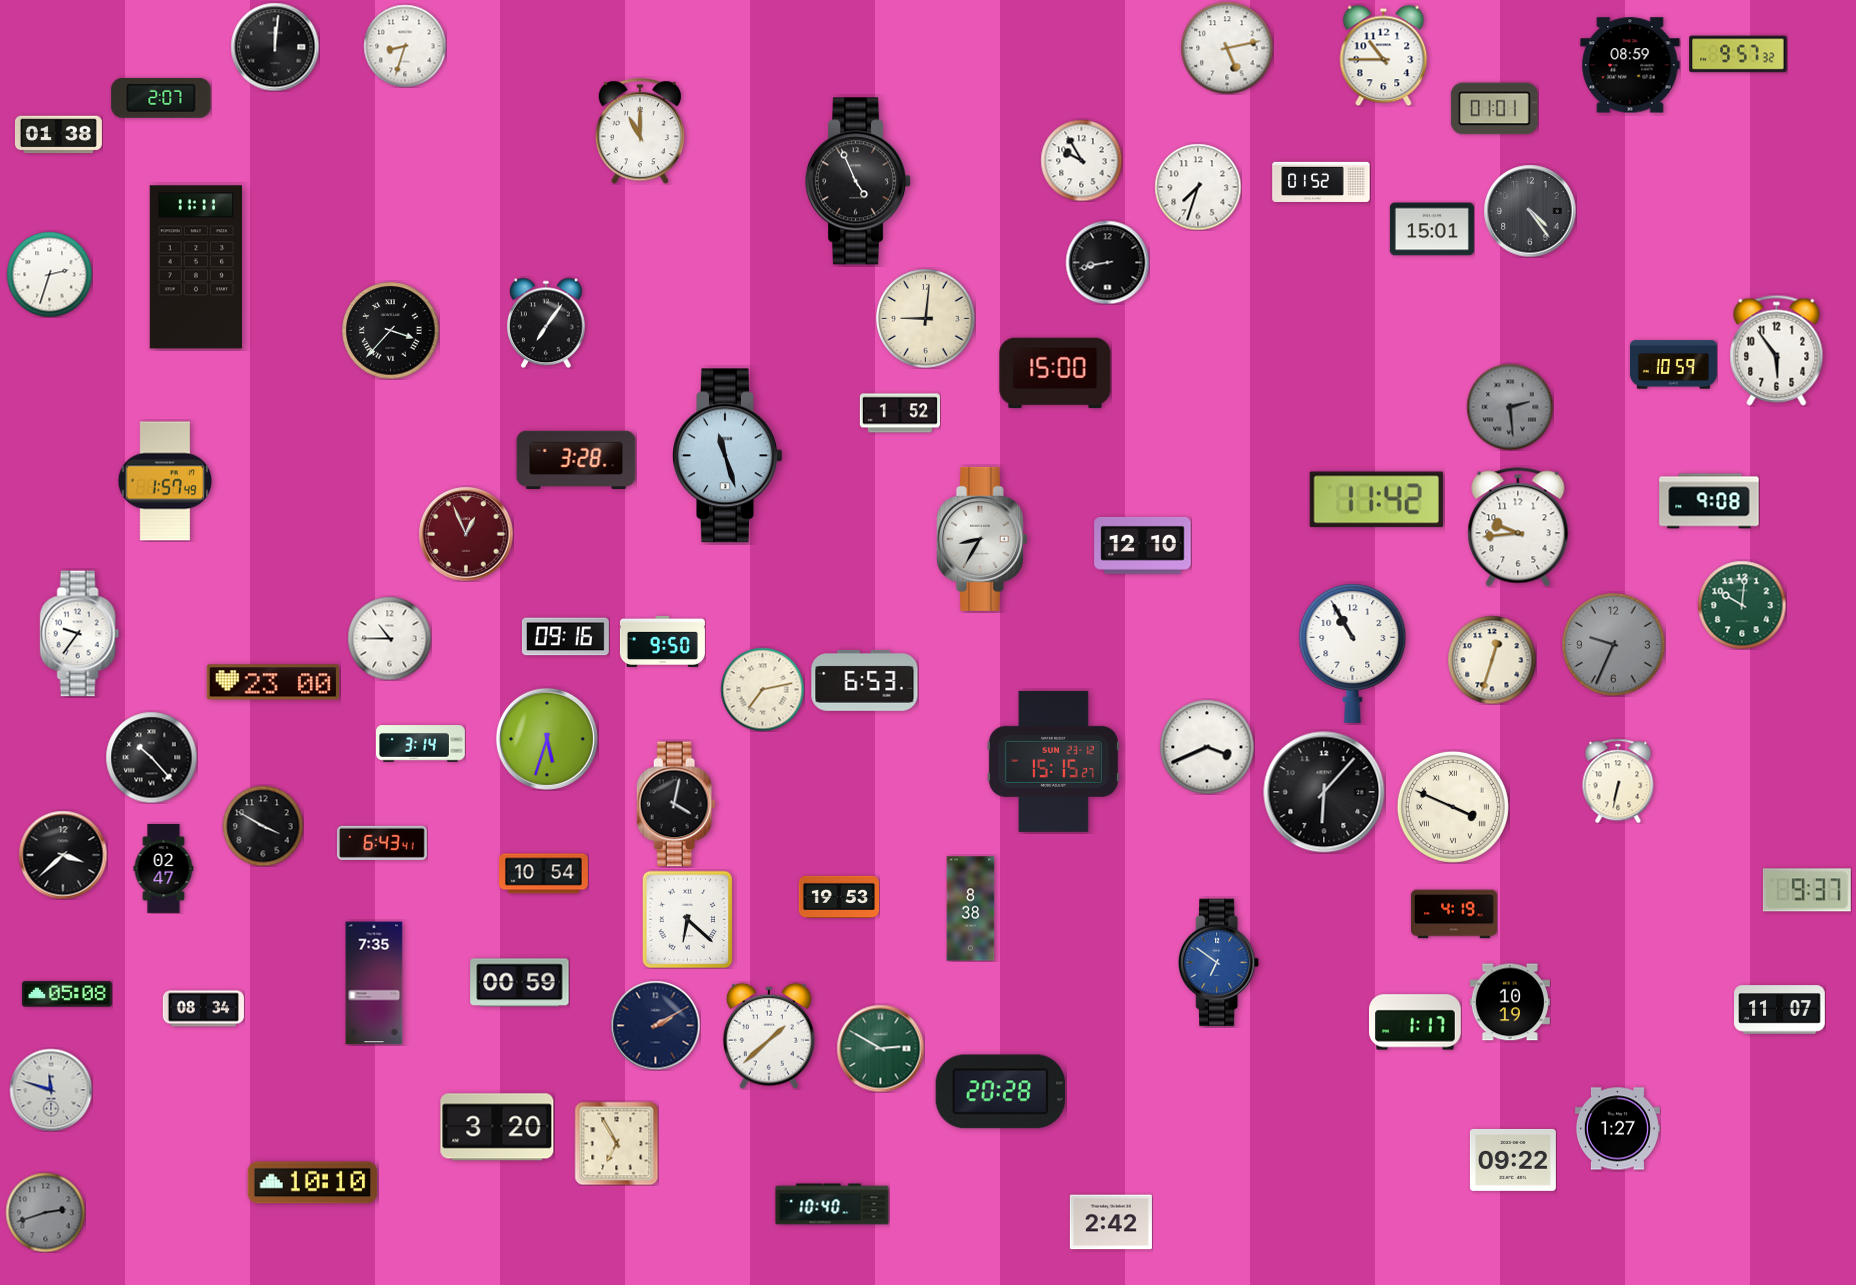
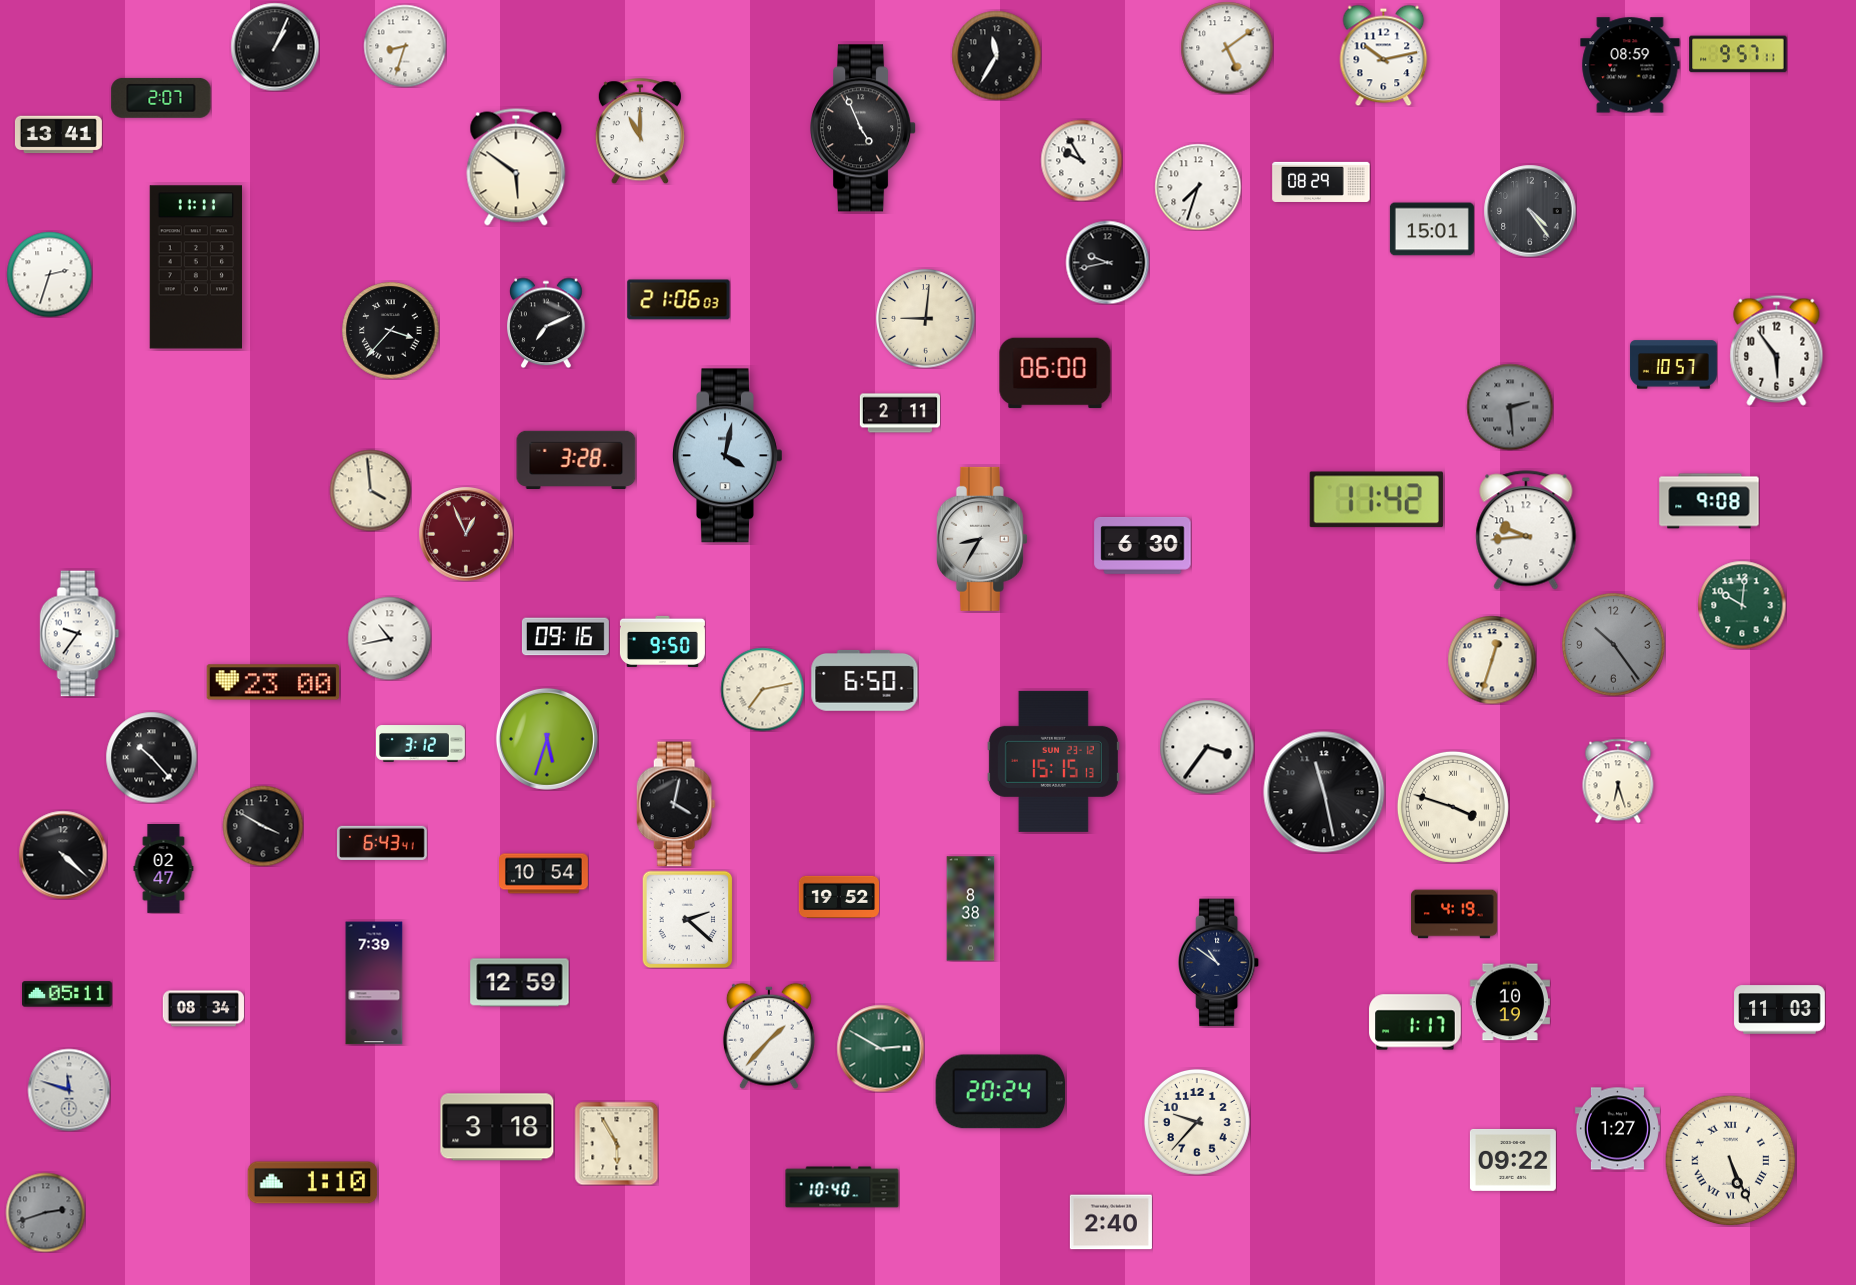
clock at (275, 47): 12:01 -> 1:04
clock at (1227, 48): 5:13 -> 5:09
clock at (1738, 54): 9:57:32 -> 9:57:11
clock at (996, 55): none -> 11:35
clock at (1384, 55): 10:45 -> 10:13
clock at (1494, 109): 01:01 -> none
clock at (58, 135): 01:38 -> 13:41
clock at (516, 167): none -> 5:51
clock at (859, 181) position: (859, 181) -> (864, 128)
clock at (1321, 181): 01:52 -> 08:29
clock at (1107, 262): 8:43 -> 9:43
clock at (679, 300): none -> 21:06
clock at (546, 323): 7:06 -> 7:11
clock at (1673, 365): 10:59 -> 10:57
clock at (1055, 373): 15:00 -> 06:00
clock at (899, 413): 1:52 -> 2:11
clock at (728, 456): 11:27 -> 4:02
clock at (165, 481): 1:57 -> none
clock at (370, 490): none -> 3:59
clock at (1518, 527) position: (1518, 527) -> (1526, 530)
clock at (1143, 545): 12:10 -> 6:30
clock at (389, 638): 10:45 -> 10:43
clock at (1614, 645): 9:34 -> 10:24
clock at (1353, 653): 10:55 -> none
clock at (865, 680): 6:53 -> 6:50
clock at (421, 744): 3:14 -> 3:12
clock at (1207, 747): 3:41 -> 3:36
clock at (1053, 761): 15:15:27 -> 15:15:13
clock at (1618, 781): 6:32 -> 6:27
clock at (1324, 792): 6:07 -> 11:28
clock at (1453, 807): 3:49 -> 3:48
clock at (63, 855): 3:38 -> 4:22
clock at (1807, 890): 9:37 -> none
clock at (838, 896): 19:53 -> 19:52
clock at (688, 919): 6:22 -> 2:22
clock at (1220, 963): 6:51 -> 10:51
clock at (1220, 963) dial: blue -> navy
clock at (374, 983): 7:35 -> 7:39
clock at (520, 983): 00:59 -> 12:59
clock at (68, 994): 05:08 -> 05:11
clock at (1780, 1010): 11:07 -> 11:03
clock at (655, 1025): 2:10 -> none
clock at (769, 1036): 1:38 -> 1:37
clock at (51, 1090) position: (51, 1090) -> (69, 1090)
clock at (1001, 1092): 20:28 -> 20:24
clock at (1197, 1122): none -> 9:37
clock at (497, 1127): 3:20 -> 3:18
clock at (616, 1143): 6:55 -> 5:55
clock at (1731, 1161): none -> 5:26
clock at (313, 1183): 10:10 -> 1:10
clock at (832, 1204) position: (832, 1204) -> (842, 1187)
clock at (1111, 1222): 2:42 -> 2:40
